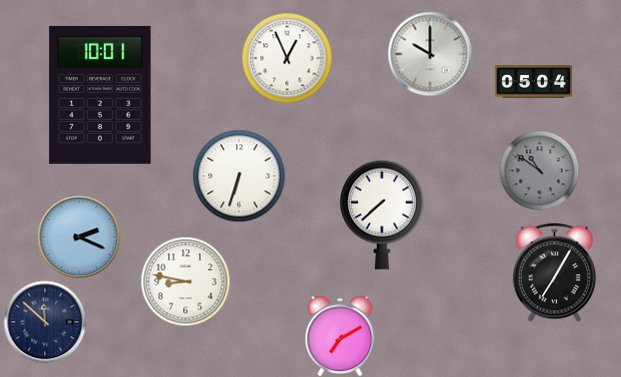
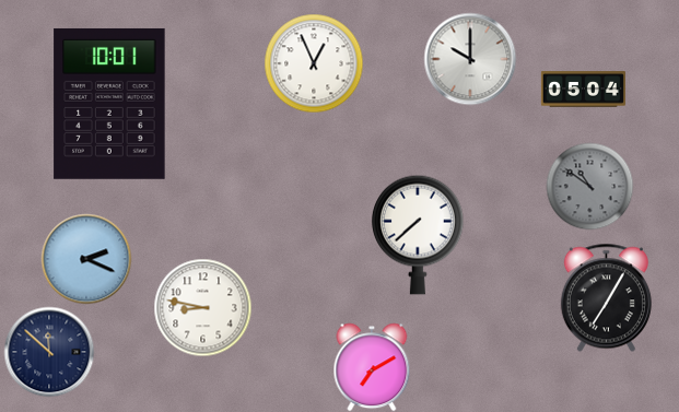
clock at (239, 176): 6:33 -> none
